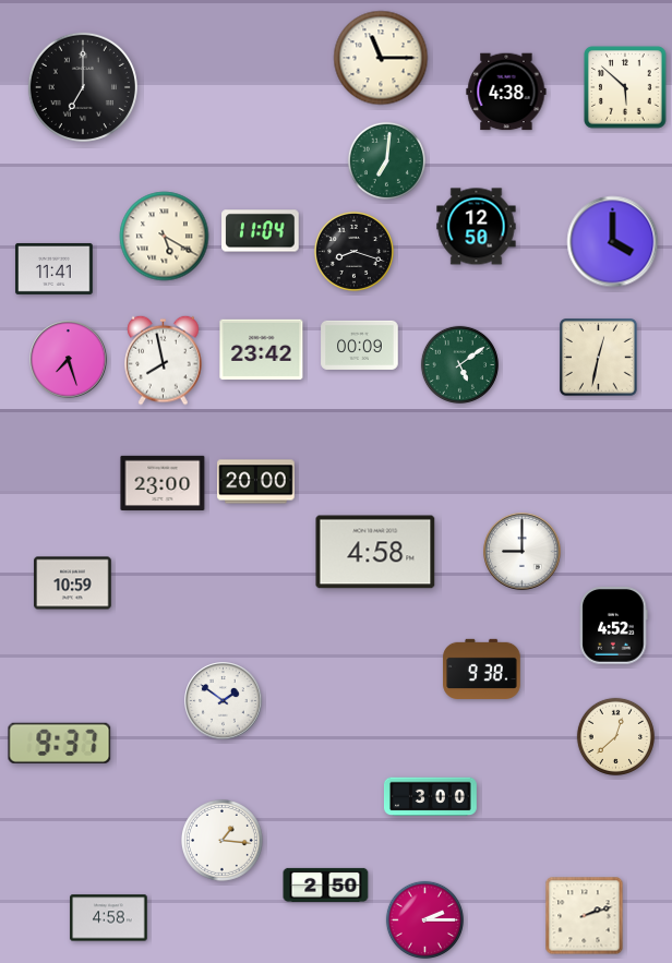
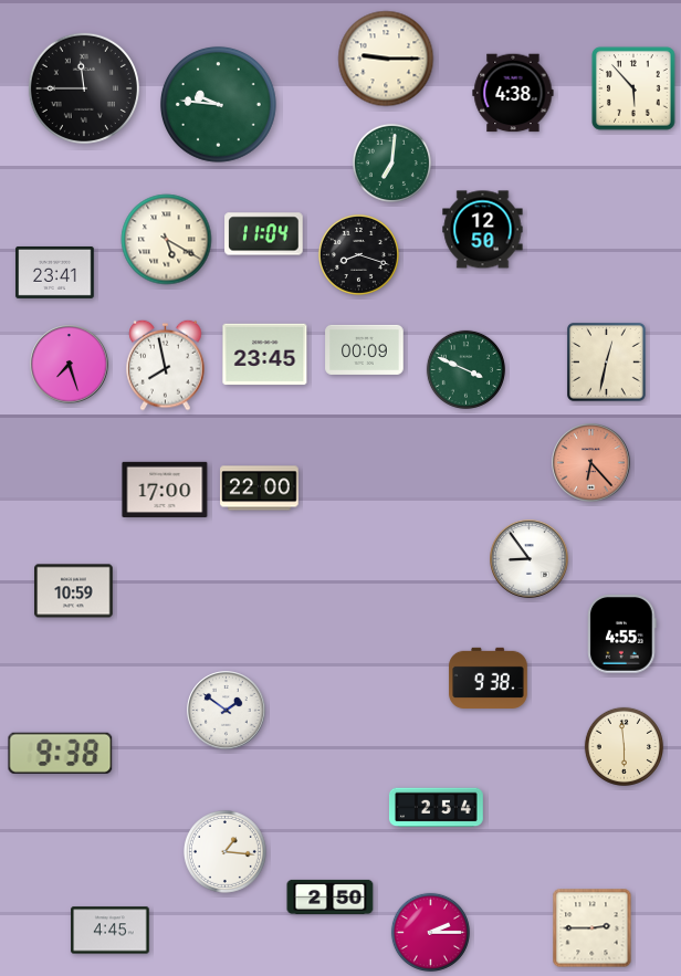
clock at (381, 58): 11:15 -> 9:15
clock at (83, 87): 7:00 -> 11:45
clock at (625, 87): 5:52 -> 5:53
clock at (218, 104): none -> 9:46
clock at (613, 242): 4:00 -> none
clock at (55, 268): 11:41 -> 23:41
clock at (262, 350): 23:42 -> 23:45
clock at (459, 364): 5:09 -> 3:49
clock at (591, 463): none -> 6:23
clock at (256, 482): 20:00 -> 22:00
clock at (163, 483): 23:00 -> 17:00
clock at (375, 552): 4:58 -> none
clock at (523, 552): 9:00 -> 8:54
clock at (614, 626): 4:52 -> 4:55
clock at (615, 736): 12:38 -> 5:59
clock at (60, 743): 9:37 -> 9:38
clock at (431, 797): 3:00 -> 2:54
clock at (585, 916): 2:12 -> 2:45
clock at (109, 918): 4:58 -> 4:45
